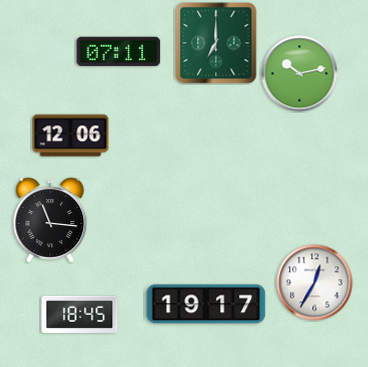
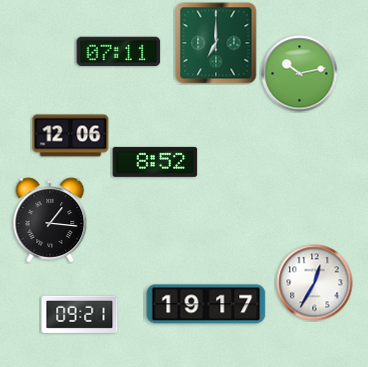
clock at (155, 162): none -> 8:52
clock at (50, 220): 11:16 -> 1:16
clock at (80, 314): 18:45 -> 09:21
